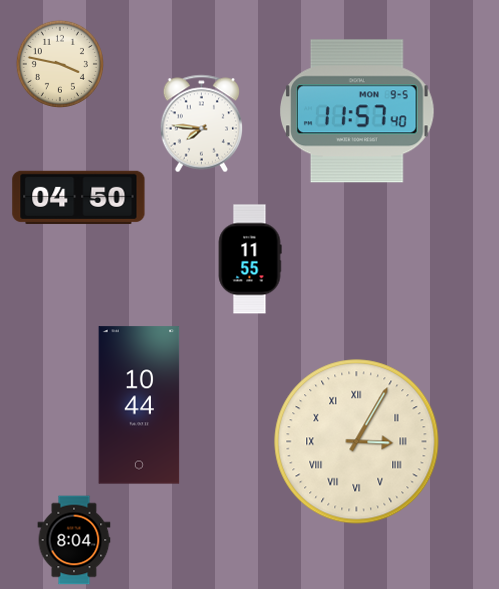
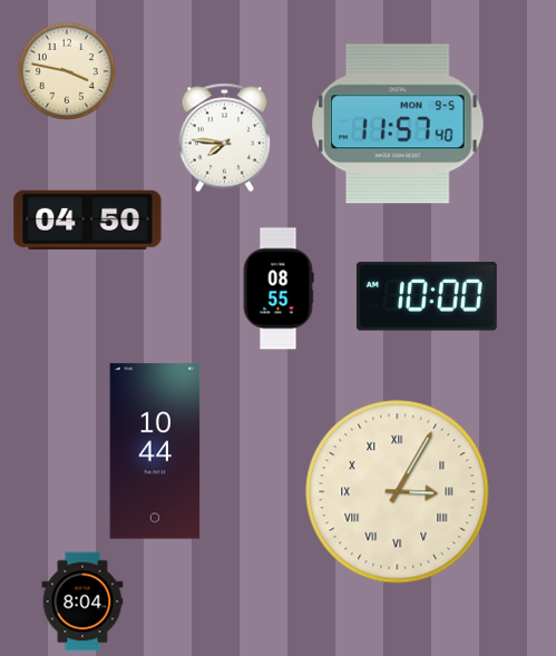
clock at (250, 259): 11:55 -> 08:55
clock at (427, 296): none -> 10:00
